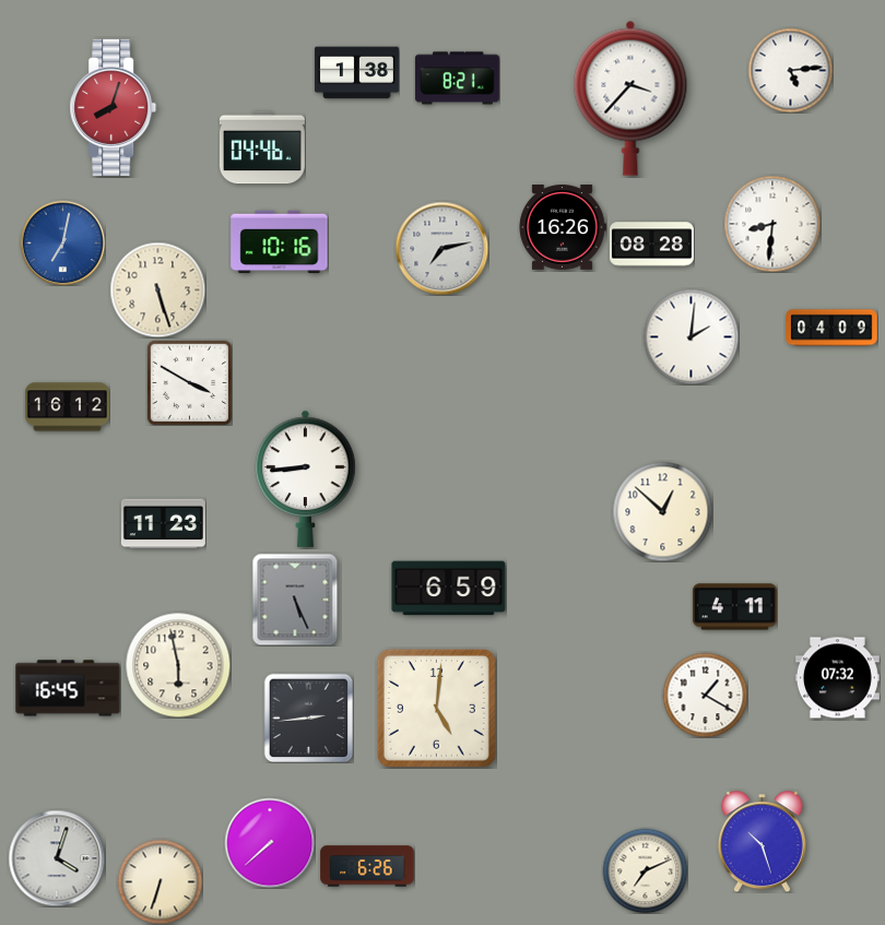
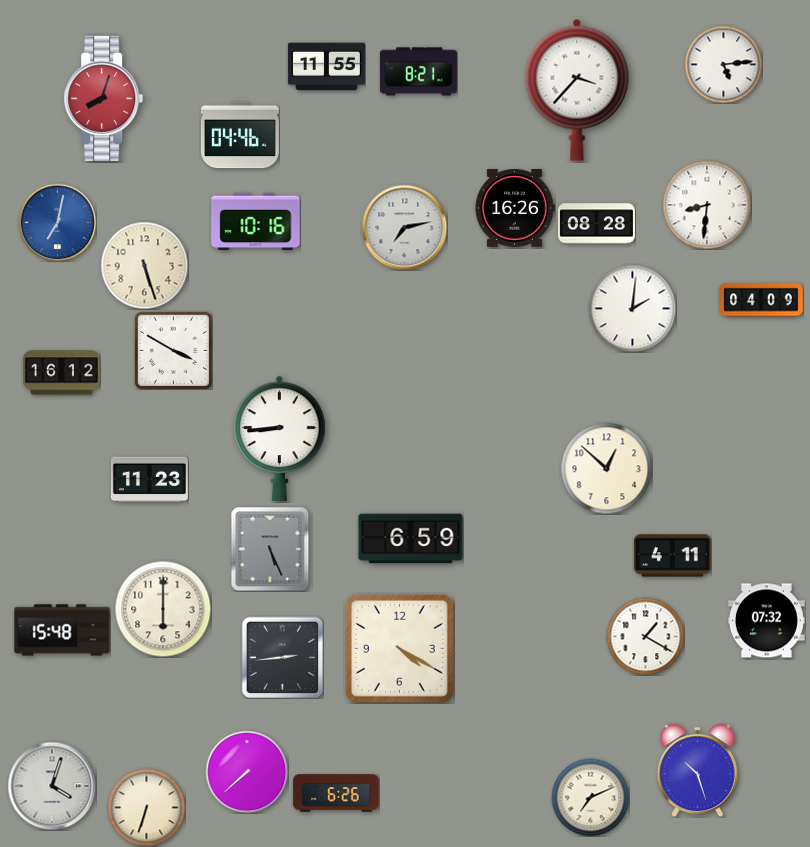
clock at (356, 73): 1:38 -> 11:55
clock at (178, 665): 5:58 -> 6:00
clock at (68, 688): 16:45 -> 15:48
clock at (436, 708): 5:01 -> 4:20
